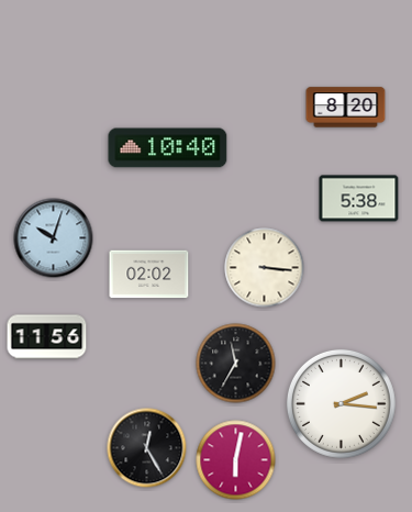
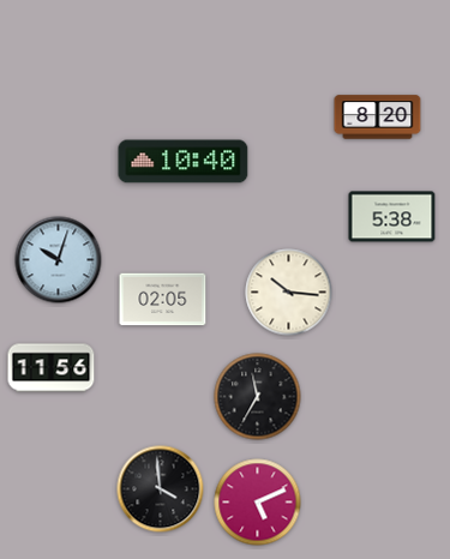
clock at (265, 268): 3:16 -> 10:16
clock at (149, 275): 02:02 -> 02:05
clock at (341, 403): 2:16 -> none
clock at (147, 448): 12:25 -> 3:59
clock at (236, 460): 6:02 -> 5:11
